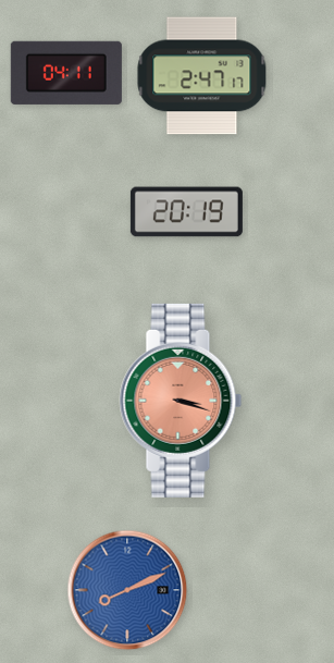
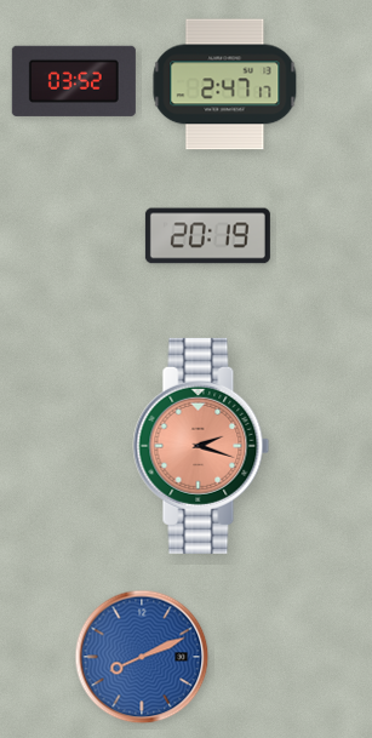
clock at (66, 73): 04:11 -> 03:52
clock at (181, 401): 3:18 -> 2:18
